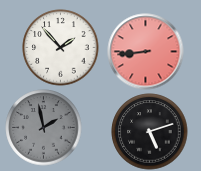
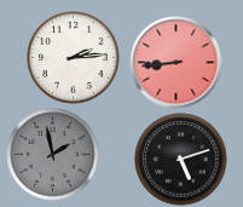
clock at (61, 48): 1:53 -> 2:14
